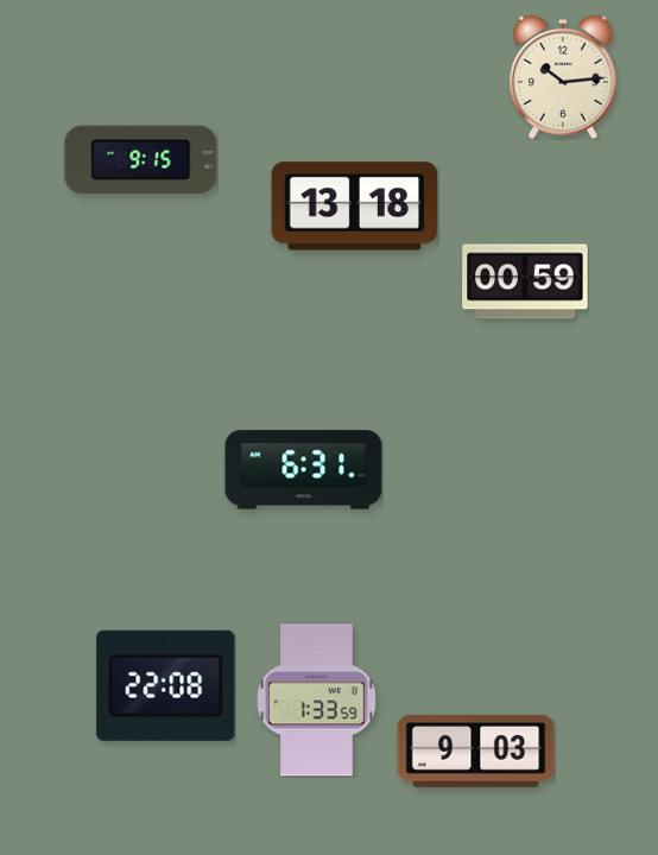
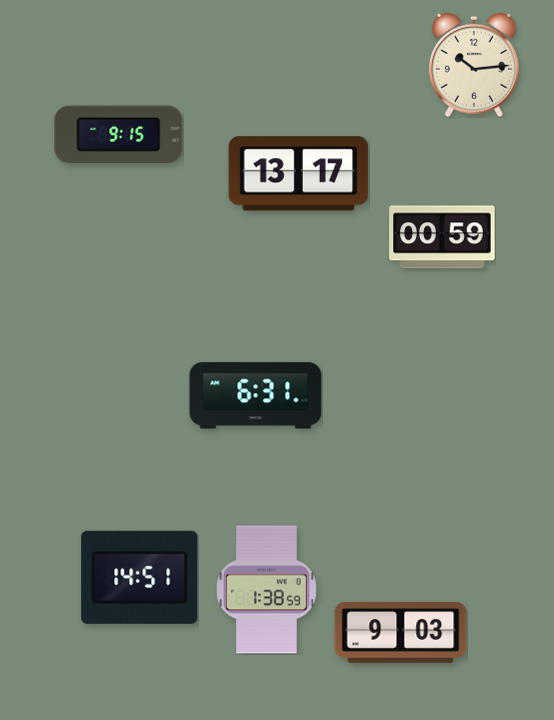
clock at (355, 207): 13:18 -> 13:17
clock at (166, 685): 22:08 -> 14:51
clock at (317, 701): 1:33 -> 1:38
